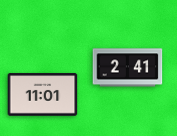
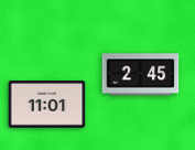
clock at (128, 68): 2:41 -> 2:45
